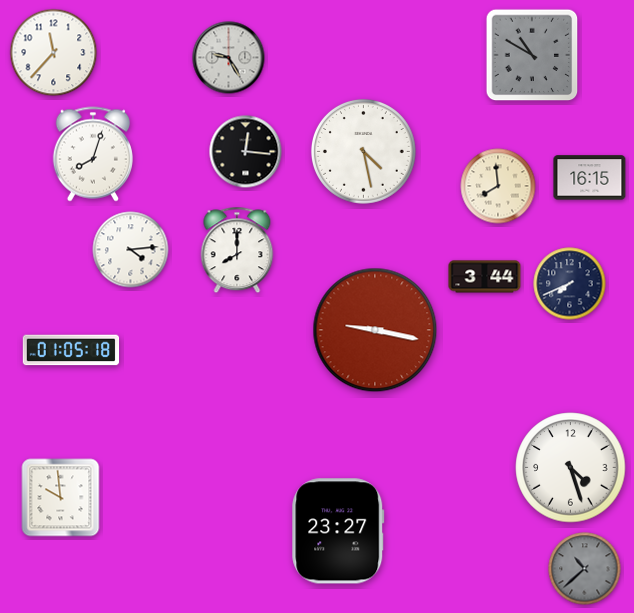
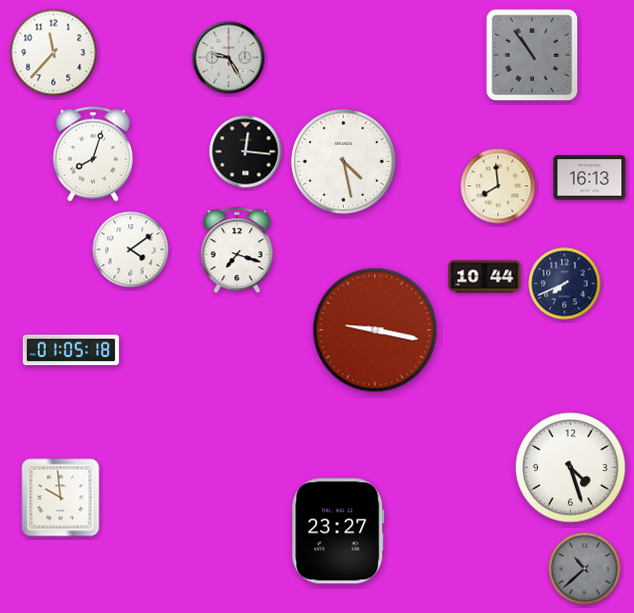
clock at (532, 55): 10:50 -> 10:54
clock at (364, 152) position: (364, 152) -> (344, 162)
clock at (590, 178): 16:15 -> 16:13
clock at (131, 250): 4:14 -> 4:09
clock at (237, 250): 8:00 -> 7:18
clock at (485, 277): 3:44 -> 10:44
clock at (570, 284) position: (570, 284) -> (565, 284)
